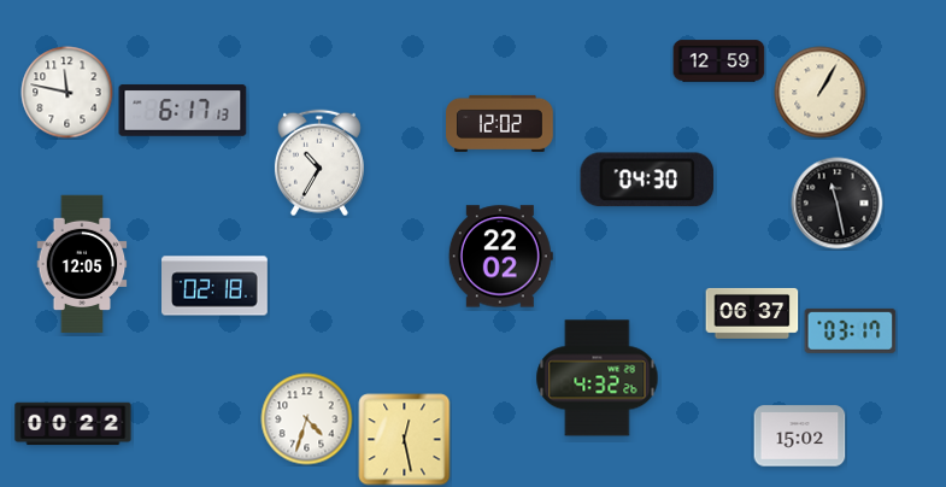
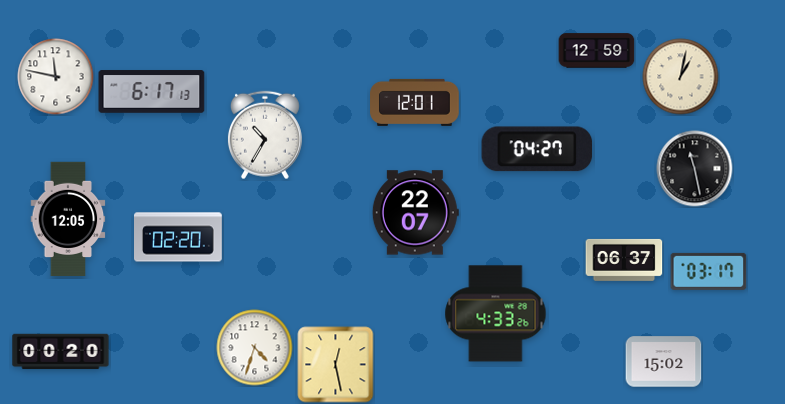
clock at (821, 93): 1:05 -> 1:02
clock at (500, 123): 12:02 -> 12:01
clock at (647, 180): 04:30 -> 04:27
clock at (500, 257): 22:02 -> 22:07
clock at (216, 286): 02:18 -> 02:20
clock at (851, 330) position: (851, 330) -> (709, 271)
clock at (598, 379): 4:32 -> 4:33
clock at (74, 424): 00:22 -> 00:20
